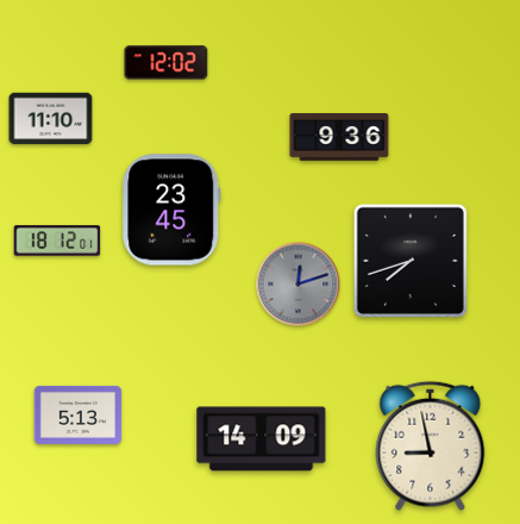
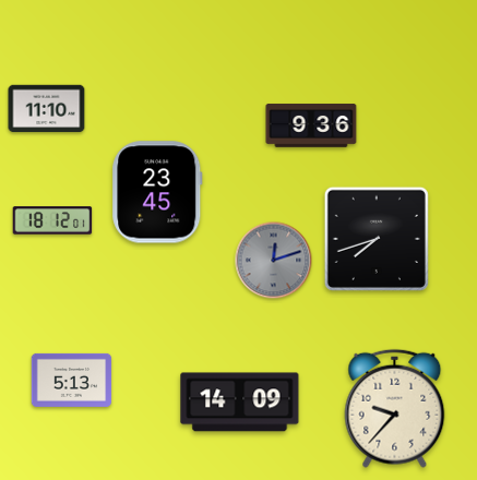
clock at (167, 63): 12:02 -> none
clock at (431, 445): 8:58 -> 9:37
